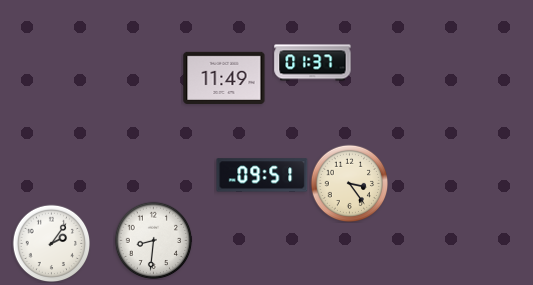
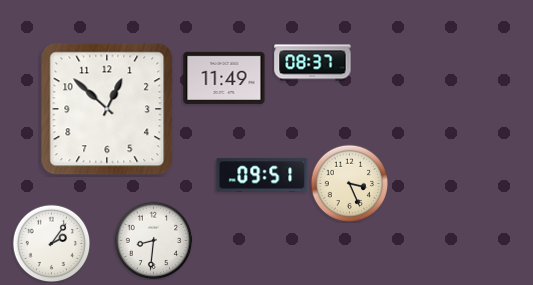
clock at (313, 63): 01:37 -> 08:37
clock at (107, 109): none -> 12:52
clock at (349, 183): 3:24 -> 3:26
